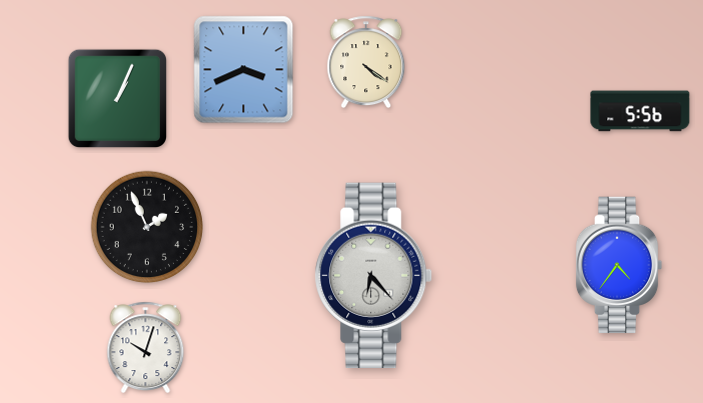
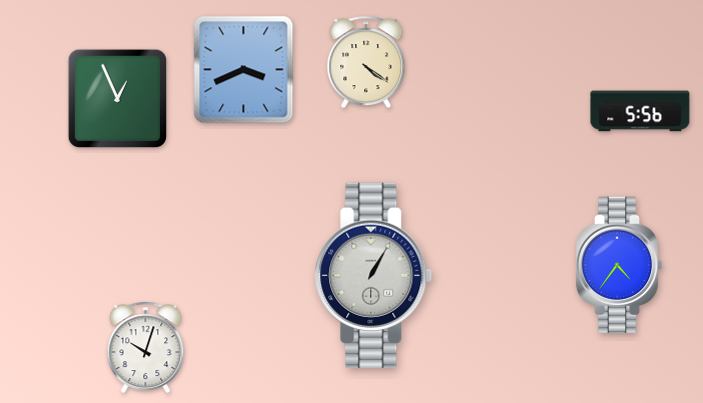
clock at (118, 98): 1:04 -> 12:56
clock at (147, 227): 1:56 -> none
clock at (374, 275): 6:23 -> 1:05
